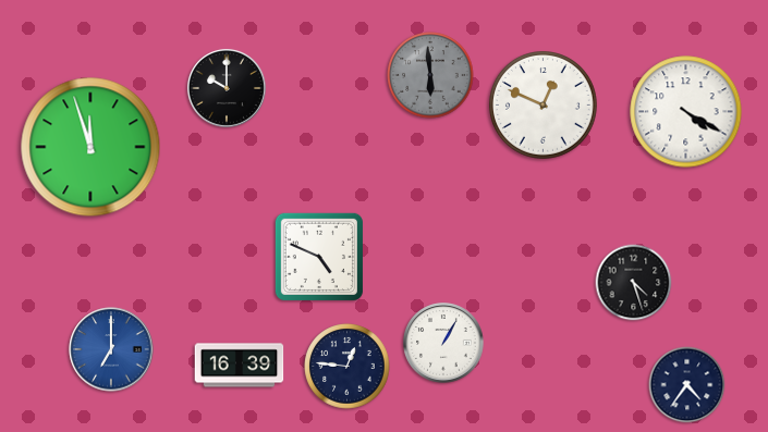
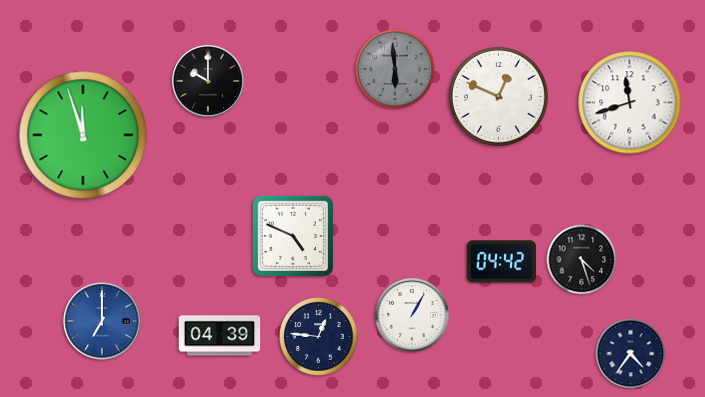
clock at (686, 112): 4:20 -> 11:42
clock at (502, 262): none -> 04:42
clock at (443, 343) position: (443, 343) -> (412, 315)
clock at (240, 366): 16:39 -> 04:39
